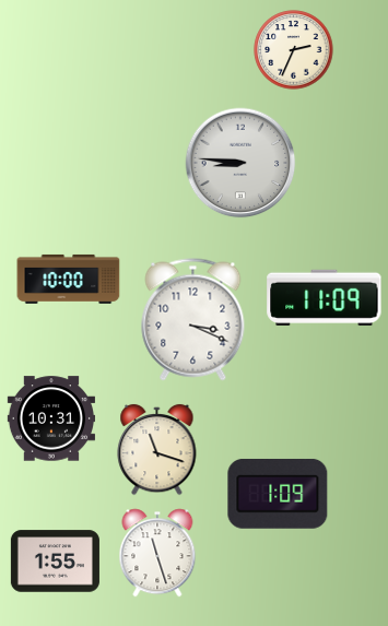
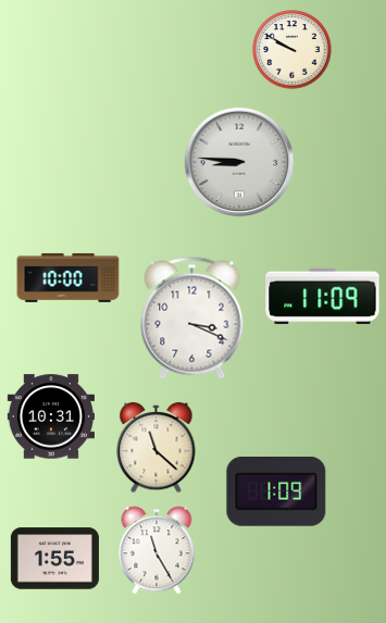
clock at (294, 50): 2:34 -> 9:50
clock at (157, 450): 11:18 -> 11:22
clock at (157, 553): 11:27 -> 11:25
